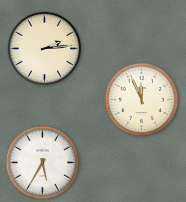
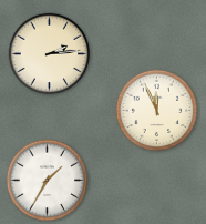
clock at (43, 163): 5:35 -> 1:35
